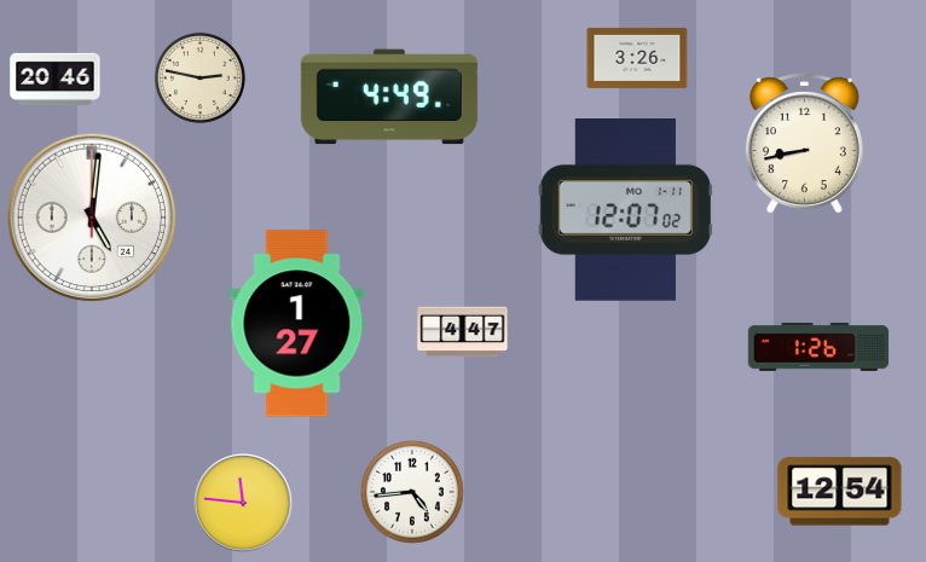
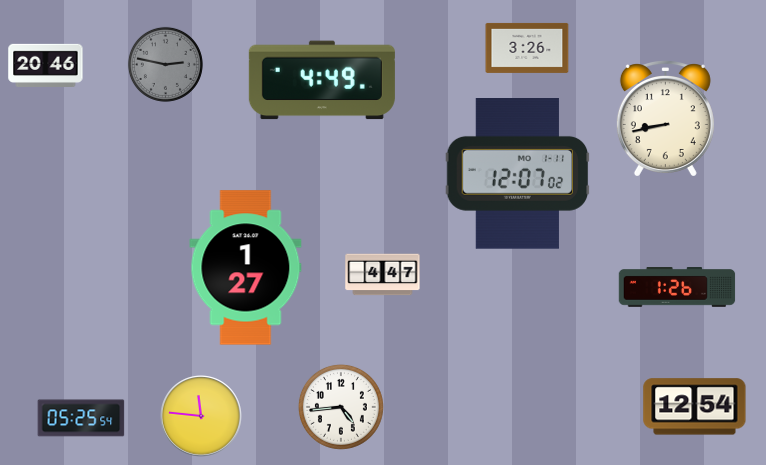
clock at (199, 77) dial: cream -> grey
clock at (92, 218): 5:01 -> none
clock at (81, 418): none -> 05:25
